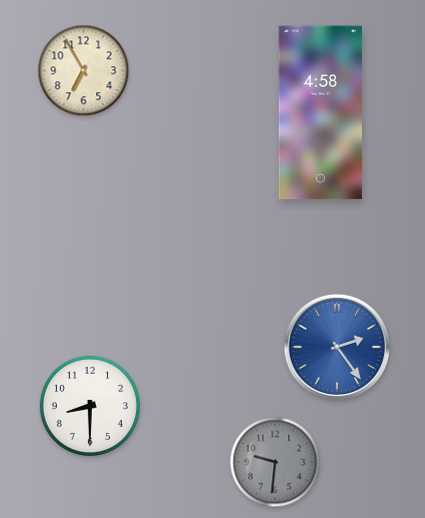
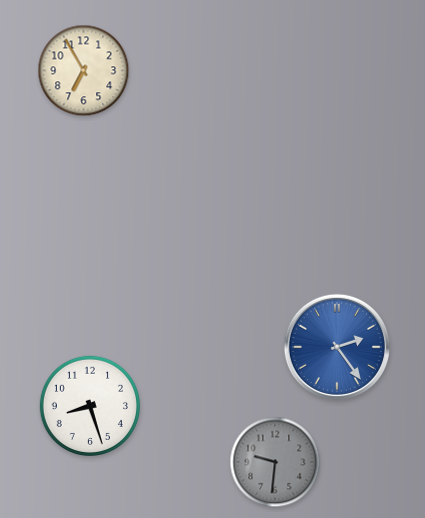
clock at (320, 113): 4:58 -> none
clock at (89, 405): 8:30 -> 8:27
